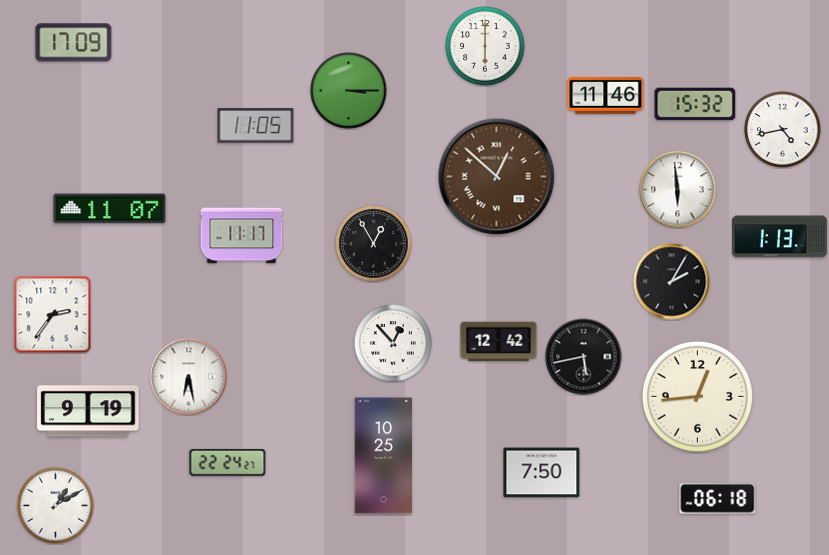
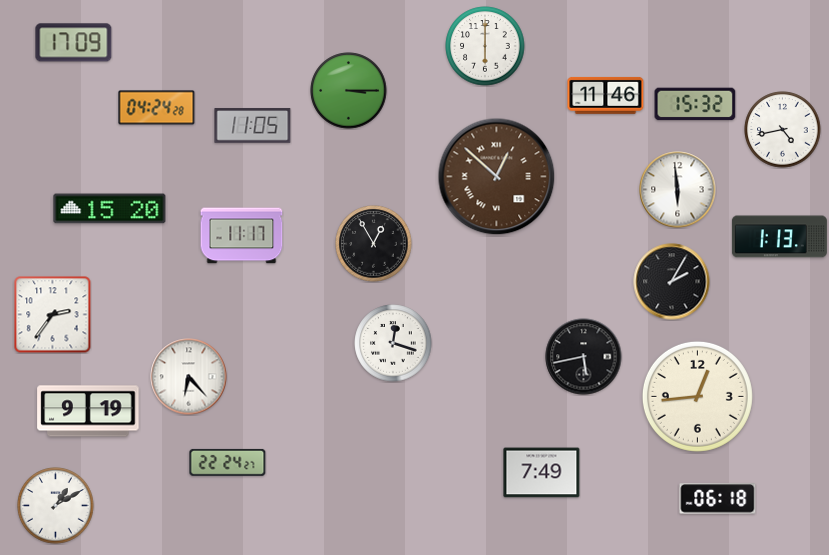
clock at (157, 108): none -> 04:24
clock at (256, 126) position: (256, 126) -> (253, 126)
clock at (110, 209): 11:07 -> 15:20
clock at (499, 342): 12:42 -> none
clock at (393, 343): 12:53 -> 12:18
clock at (189, 377): 6:28 -> 6:23
clock at (384, 456): 10:25 -> none
clock at (542, 473): 7:50 -> 7:49
